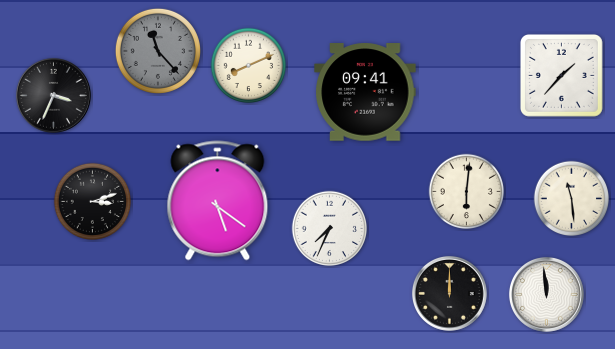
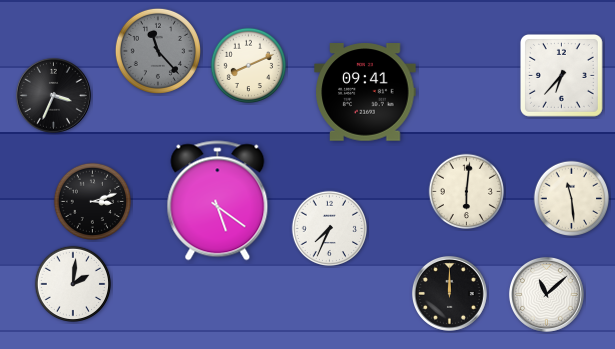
clock at (561, 75): 1:37 -> 6:37
clock at (73, 284): none -> 2:01
clock at (546, 294): 11:59 -> 11:08
